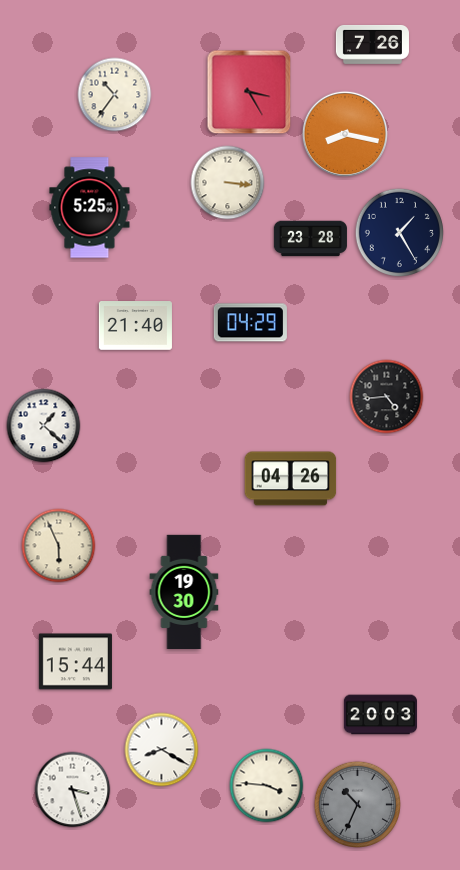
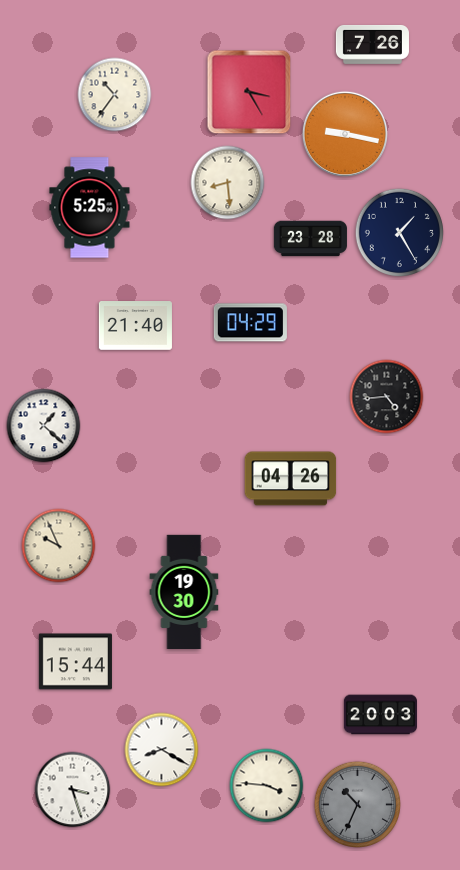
clock at (345, 134): 8:17 -> 9:17
clock at (228, 183): 3:16 -> 8:29
clock at (59, 546): 5:56 -> 9:56
